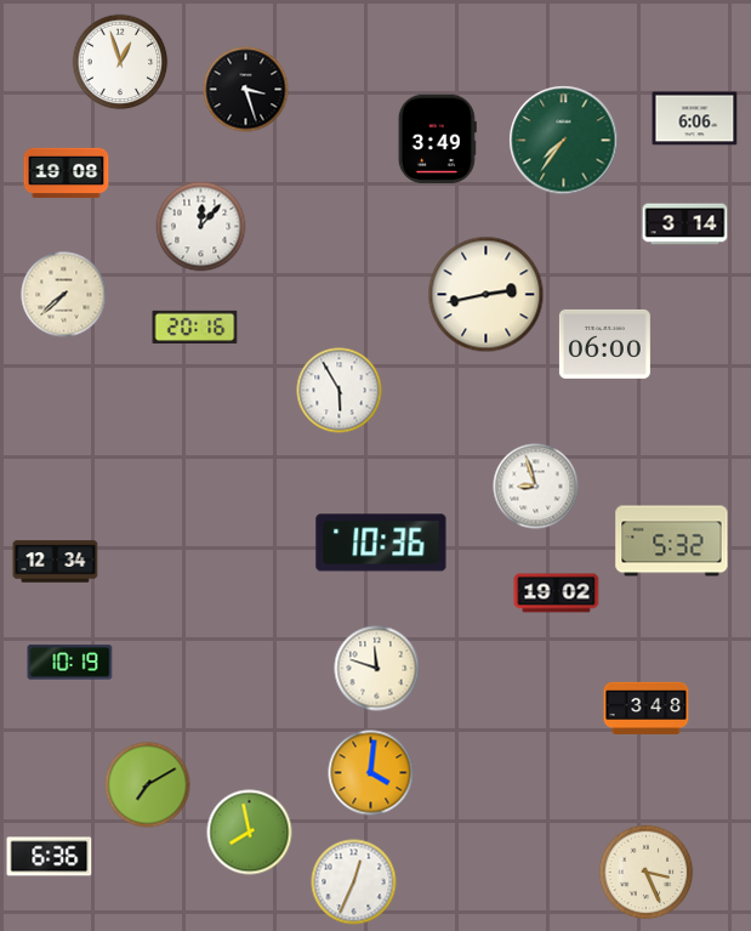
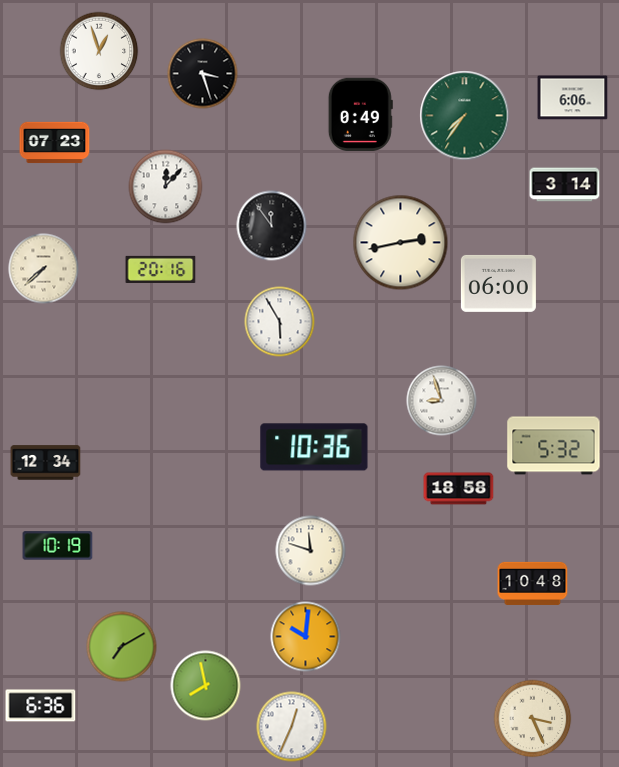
clock at (437, 138): 3:49 -> 0:49
clock at (67, 174): 19:08 -> 07:23
clock at (272, 226): none -> 11:54
clock at (64, 295) position: (64, 295) -> (44, 269)
clock at (557, 594): 19:02 -> 18:58
clock at (647, 708): 3:48 -> 10:48
clock at (371, 773): 4:01 -> 10:01
